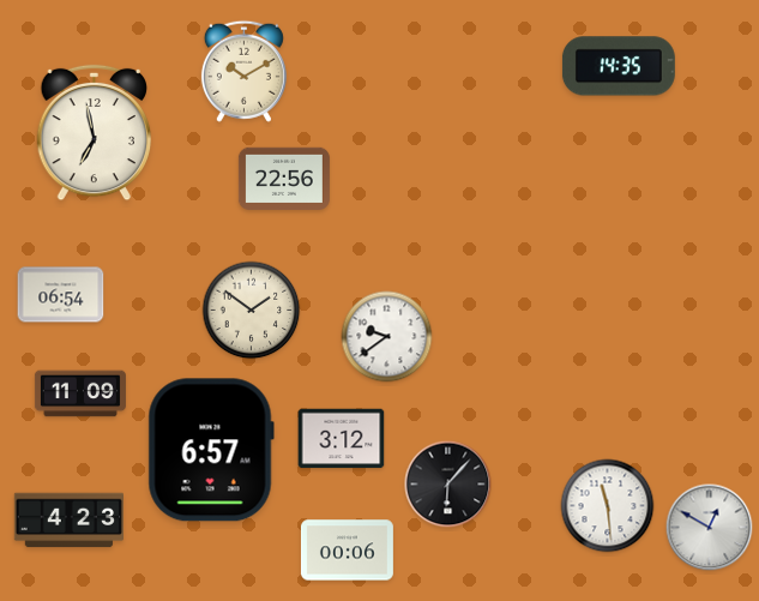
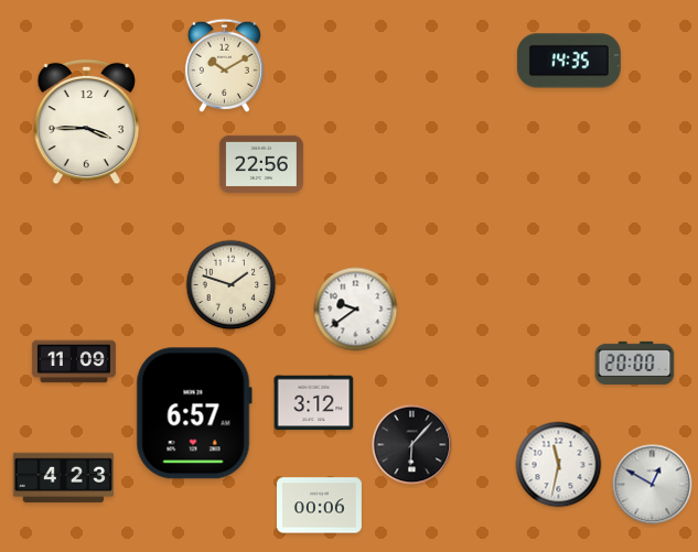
clock at (95, 133): 6:58 -> 3:45
clock at (61, 295): 06:54 -> none
clock at (252, 311): 1:51 -> 1:48
clock at (635, 362): none -> 20:00
clock at (608, 506): 11:29 -> 11:32
